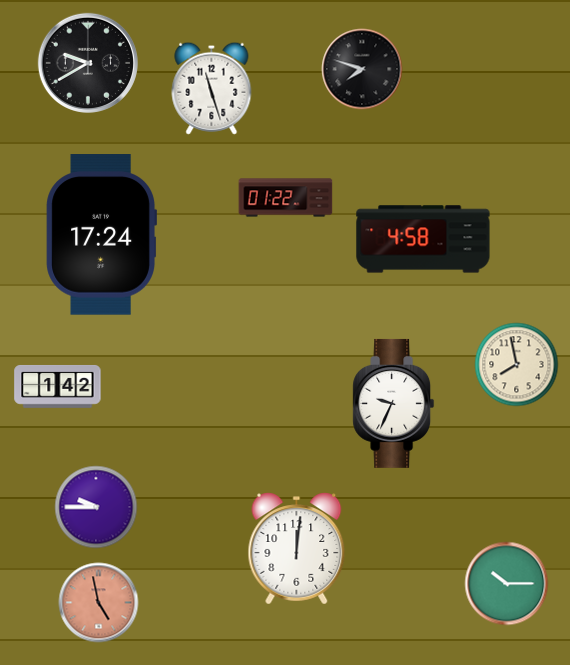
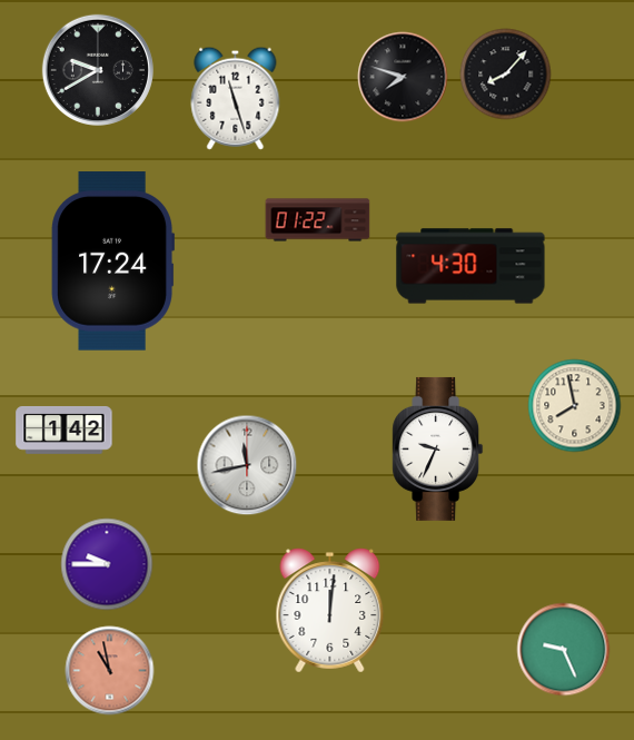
clock at (506, 75): none -> 8:07
clock at (423, 239): 4:58 -> 4:30
clock at (247, 465): none -> 11:43
clock at (507, 584): 10:15 -> 9:26
clock at (99, 603): 4:58 -> 10:58
